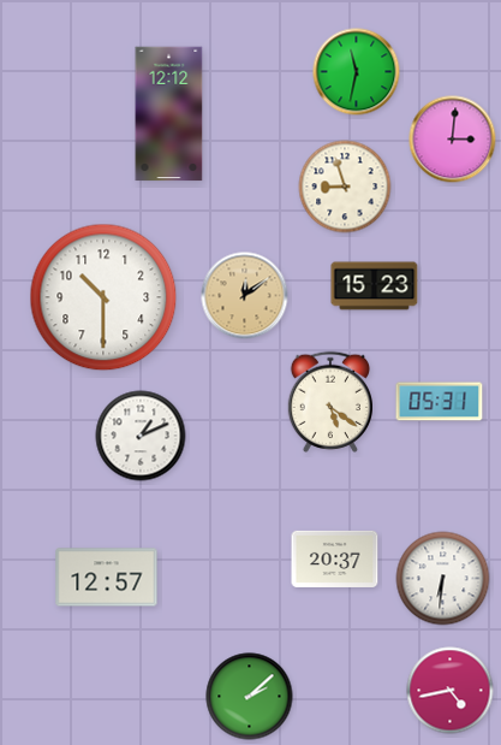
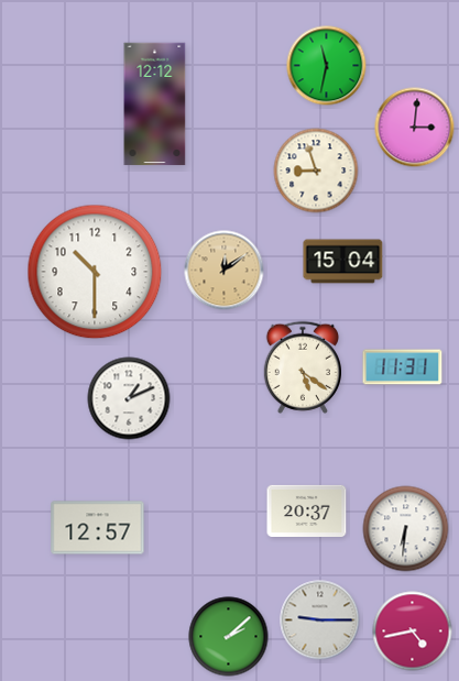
clock at (375, 286): 15:23 -> 15:04
clock at (440, 402): 05:31 -> 11:31
clock at (320, 620): none -> 9:15
